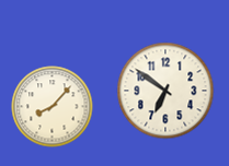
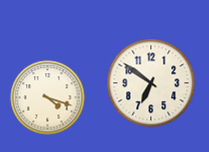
clock at (53, 107): 8:07 -> 4:18
